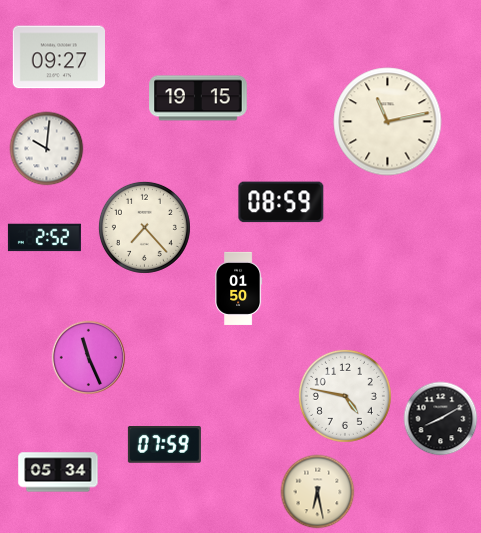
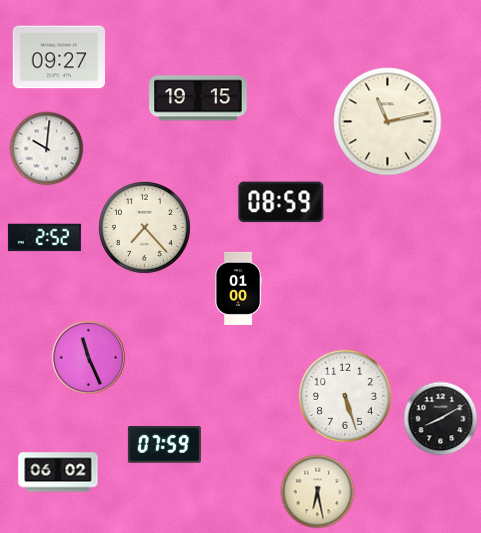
clock at (239, 288): 01:50 -> 01:00
clock at (345, 396): 4:47 -> 5:27
clock at (58, 472): 05:34 -> 06:02
